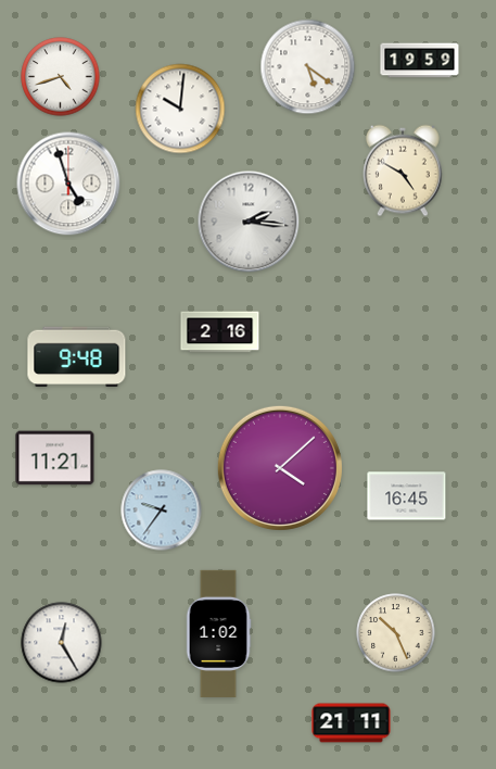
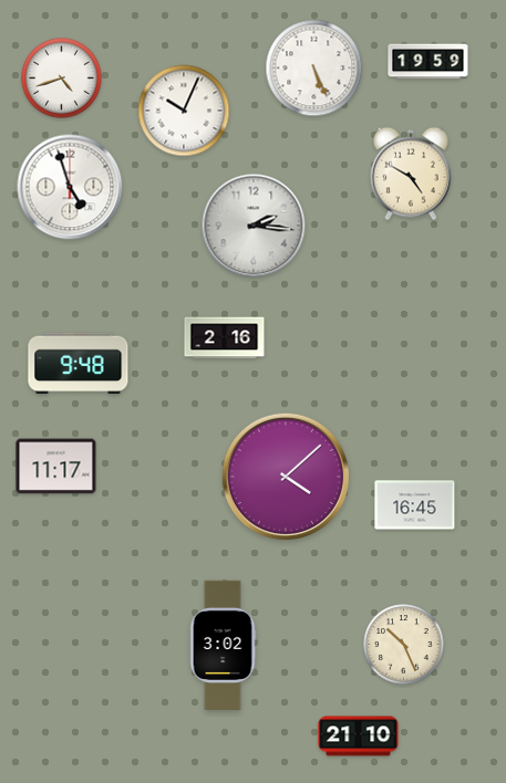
clock at (308, 67): 5:21 -> 5:26
clock at (180, 109): 10:01 -> 10:04
clock at (55, 458): 11:21 -> 11:17
clock at (162, 510): 9:36 -> none
clock at (218, 633): 1:02 -> 3:02
clock at (62, 643): 12:25 -> none
clock at (352, 723): 21:11 -> 21:10
